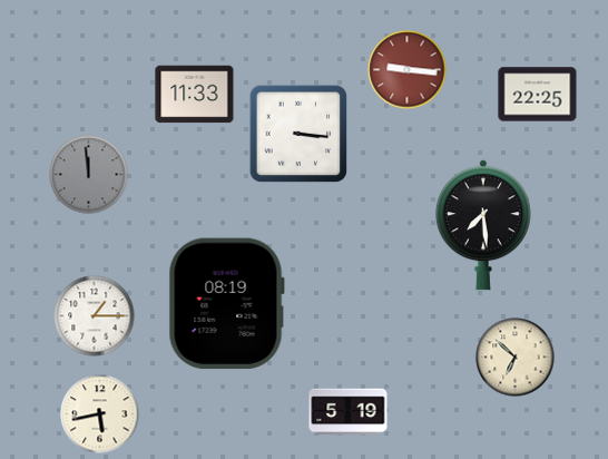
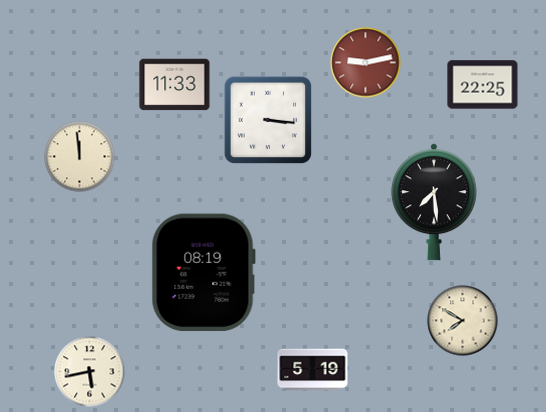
clock at (408, 70): 9:16 -> 9:13
clock at (89, 175) dial: grey -> cream
clock at (95, 316): 1:15 -> none
clock at (516, 358): 6:52 -> 7:50
